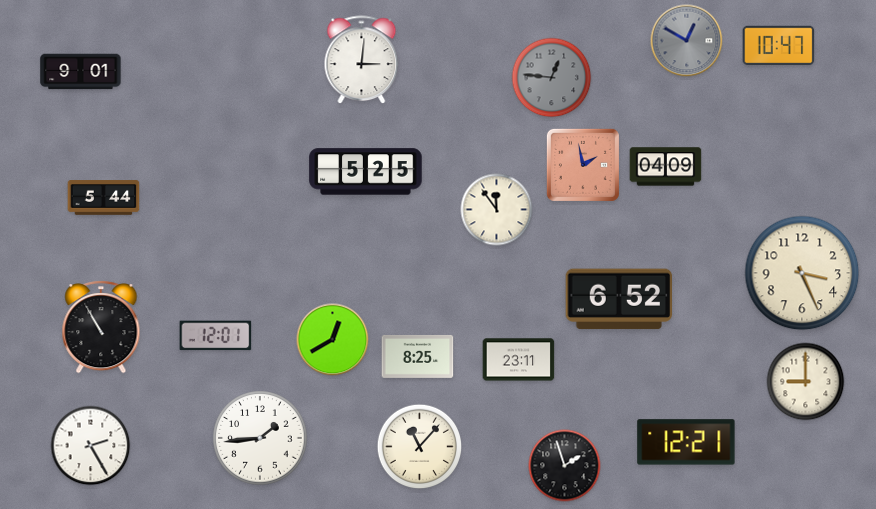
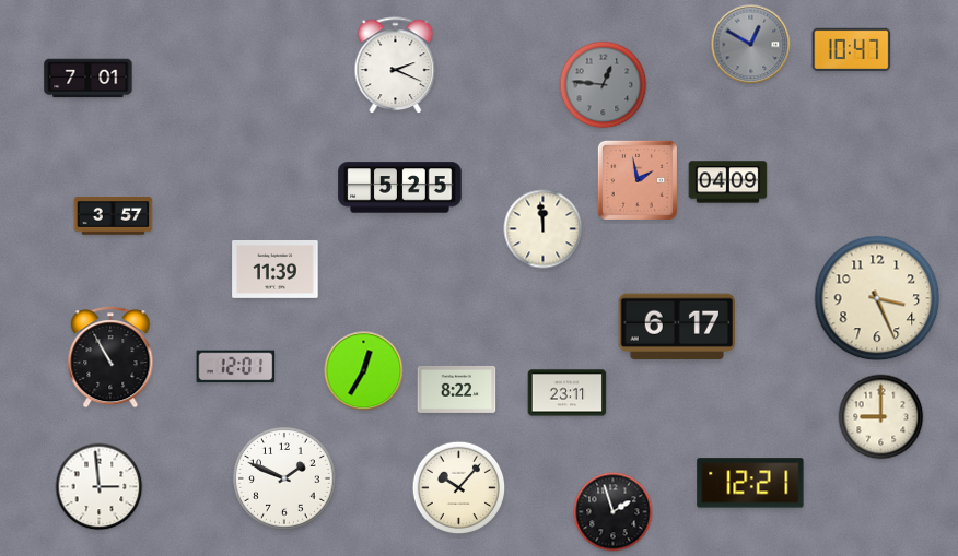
clock at (362, 59): 3:01 -> 2:19
clock at (81, 72): 9:01 -> 7:01
clock at (104, 198): 5:44 -> 3:57
clock at (497, 210): 11:54 -> 11:59
clock at (276, 270): none -> 11:39
clock at (618, 299): 6:52 -> 6:17
clock at (333, 340): 12:40 -> 12:35
clock at (418, 356): 8:25 -> 8:22
clock at (260, 438): 1:44 -> 1:49
clock at (91, 446): 2:25 -> 2:59
clock at (420, 447): 11:07 -> 10:07
clock at (565, 466) position: (565, 466) -> (614, 512)
